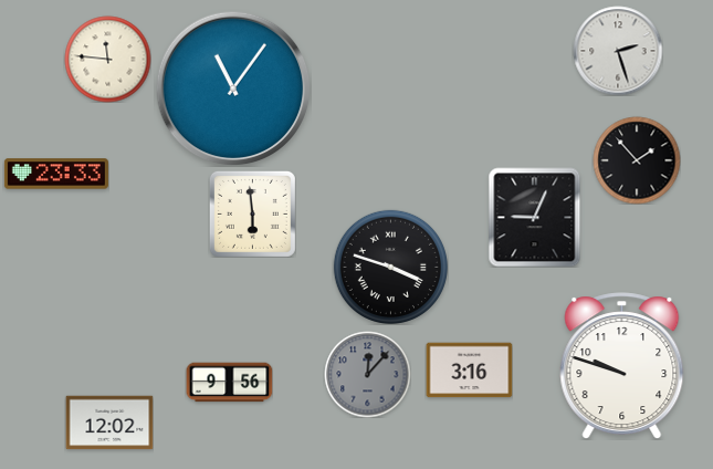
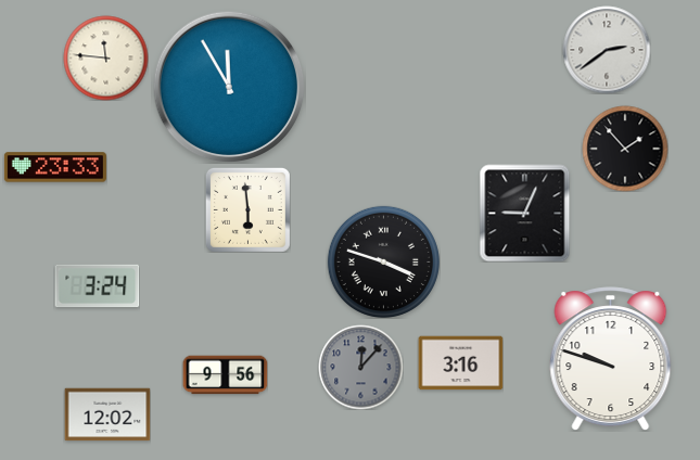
clock at (618, 51): 2:27 -> 2:39
clock at (233, 88): 11:06 -> 11:55
clock at (637, 160) position: (637, 160) -> (625, 149)
clock at (56, 174) position: (56, 174) -> (55, 167)
clock at (97, 286): none -> 3:24
